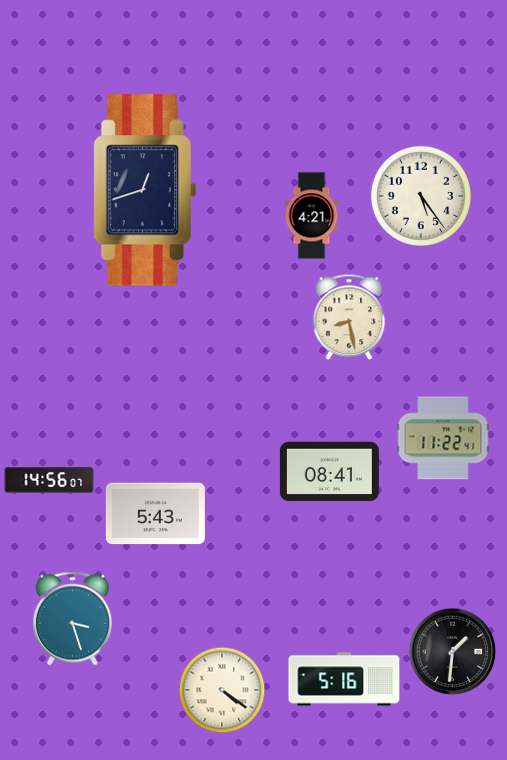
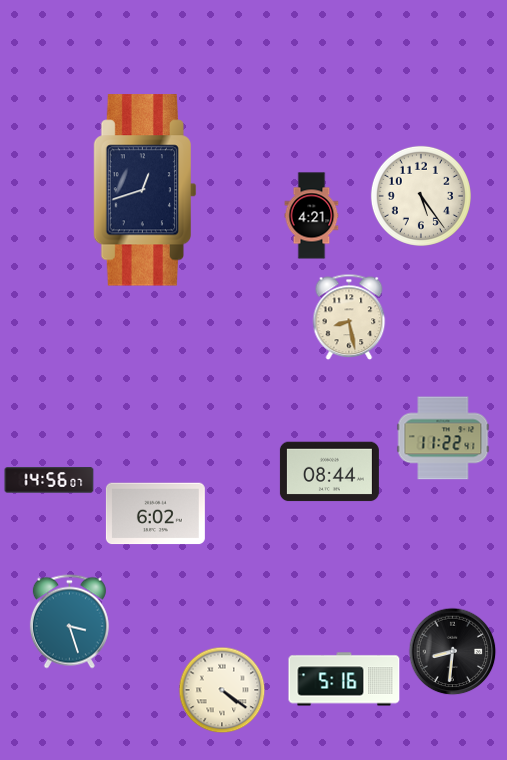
clock at (329, 472): 08:41 -> 08:44
clock at (155, 514): 5:43 -> 6:02
clock at (72, 619) position: (72, 619) -> (69, 622)
clock at (453, 652): 1:31 -> 8:31
